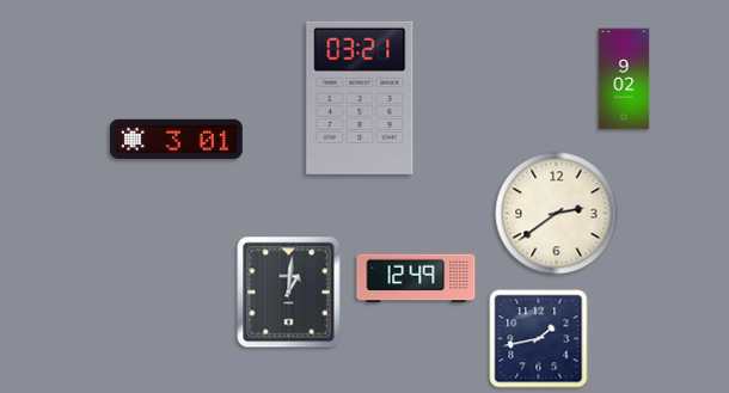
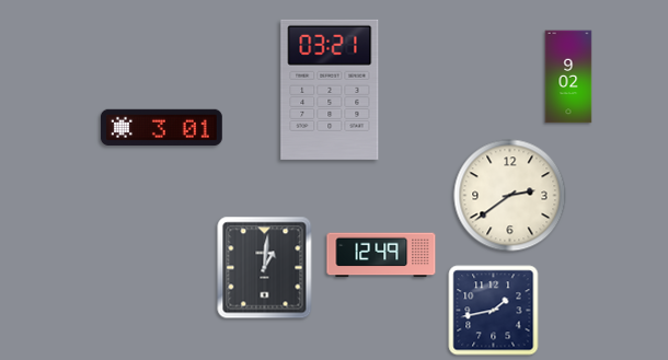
clock at (624, 79) position: (624, 79) -> (568, 77)
